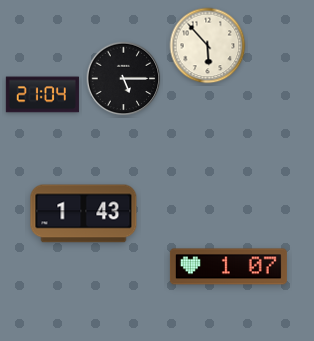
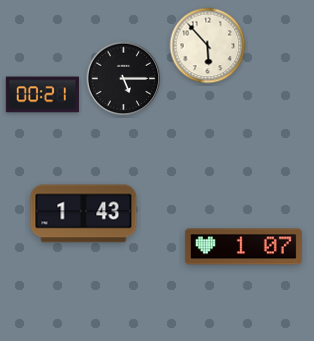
clock at (42, 95): 21:04 -> 00:21
clock at (228, 267) position: (228, 267) -> (243, 247)
